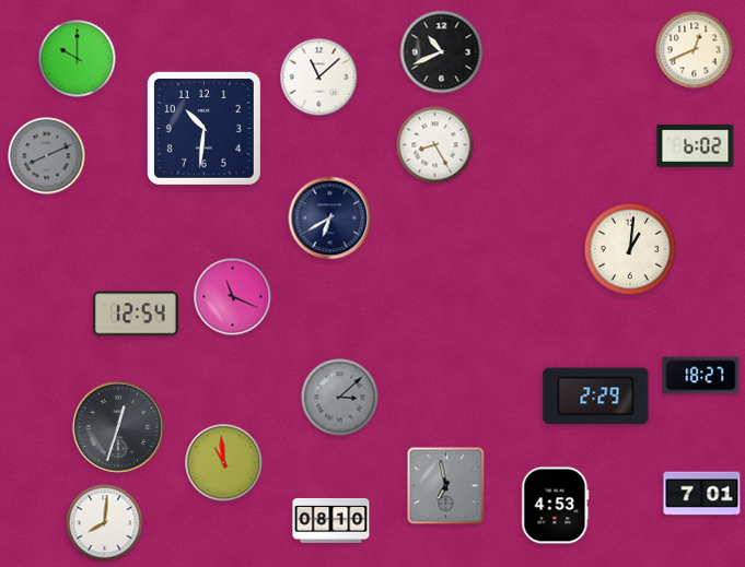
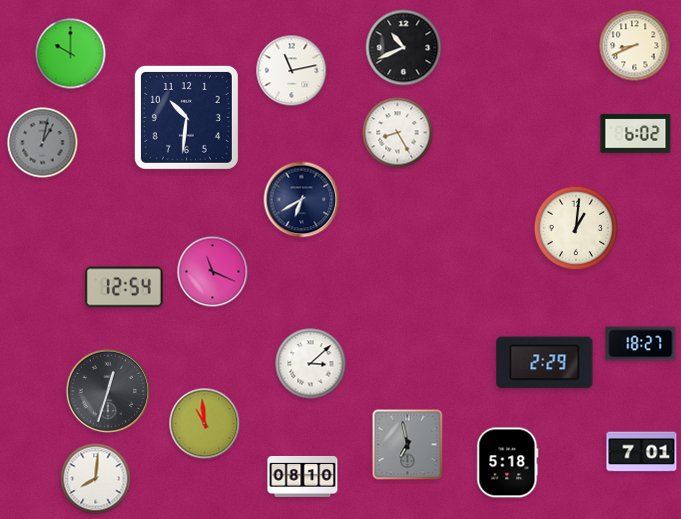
clock at (695, 50): 12:41 -> 8:41
clock at (319, 78): 11:08 -> 11:13
clock at (47, 156): 8:11 -> 1:02
clock at (340, 398) dial: grey -> white
clock at (556, 506): 4:53 -> 5:18
